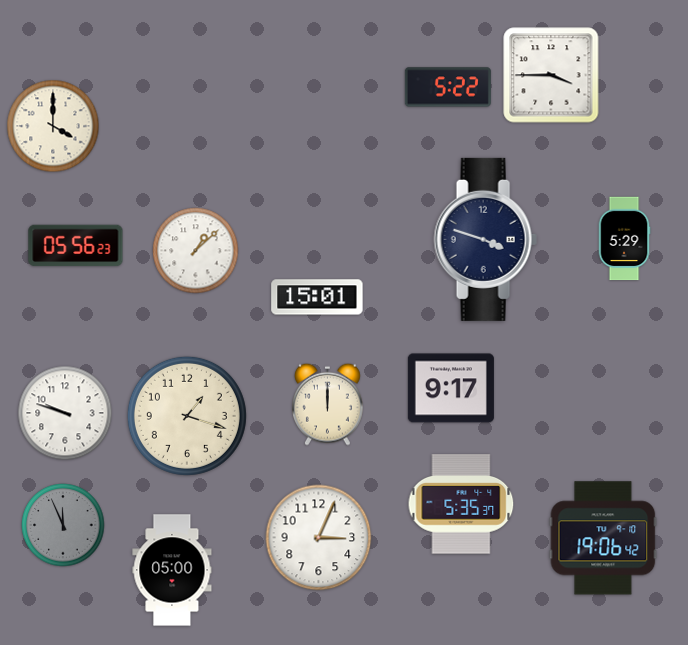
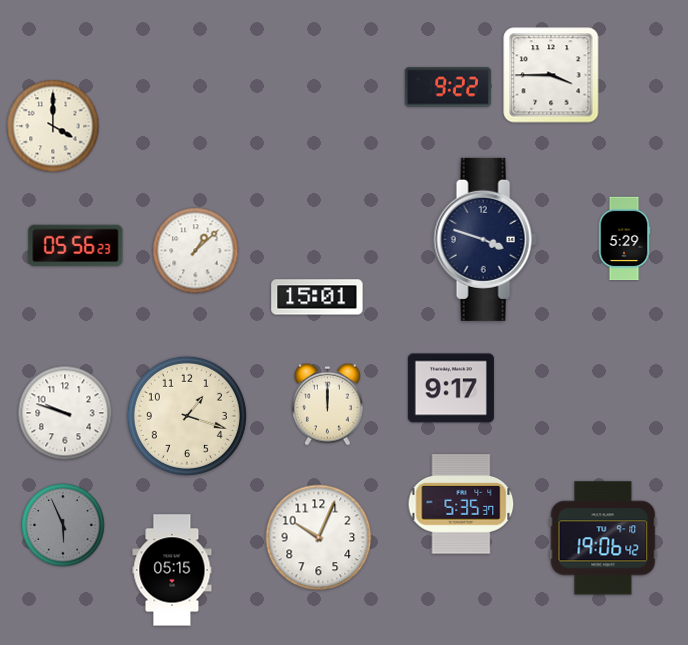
clock at (448, 87): 5:22 -> 9:22
clock at (63, 525): 11:56 -> 5:56
clock at (319, 538): 3:04 -> 10:04
clock at (172, 570): 05:00 -> 05:15
